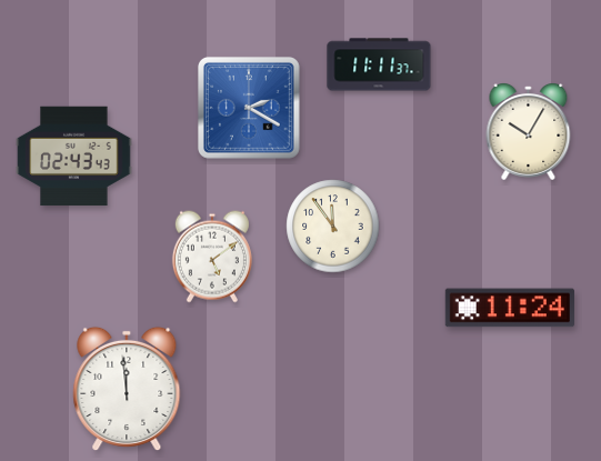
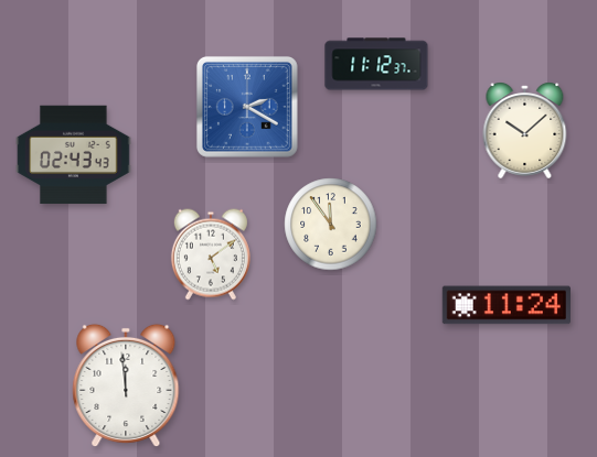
clock at (379, 64): 11:11 -> 11:12
clock at (529, 132): 10:05 -> 10:08
